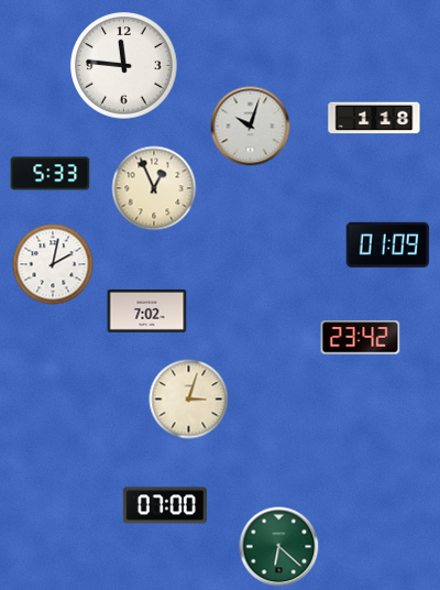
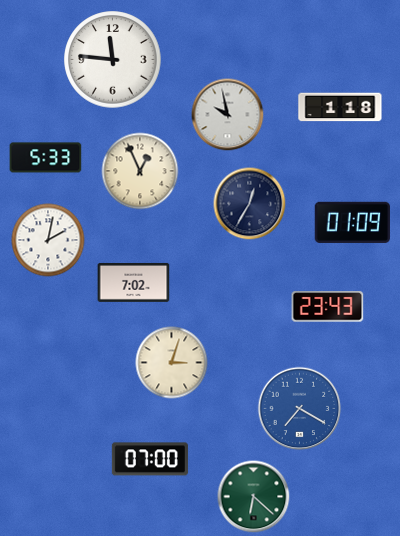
clock at (251, 127): 10:03 -> 9:58
clock at (250, 204): none -> 12:35
clock at (361, 338): 23:42 -> 23:43
clock at (300, 409): none -> 7:20
